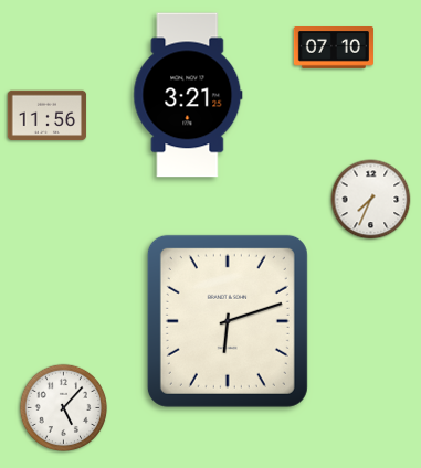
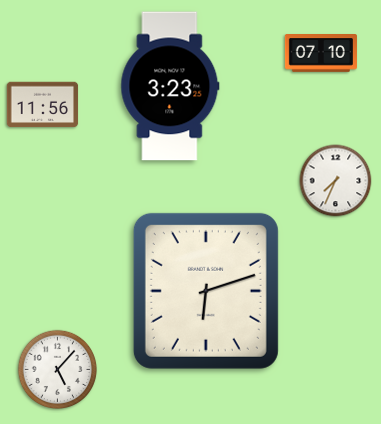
clock at (334, 49) position: (334, 49) -> (321, 54)
clock at (188, 95): 3:21 -> 3:23
